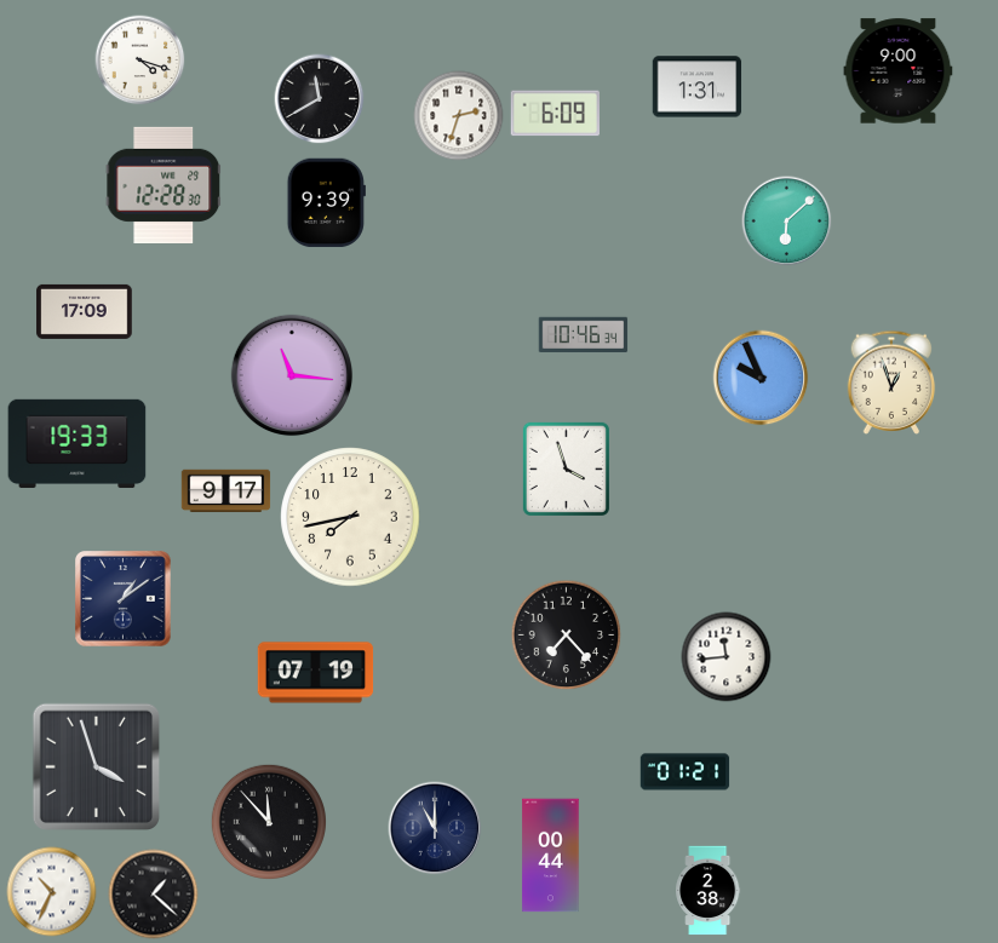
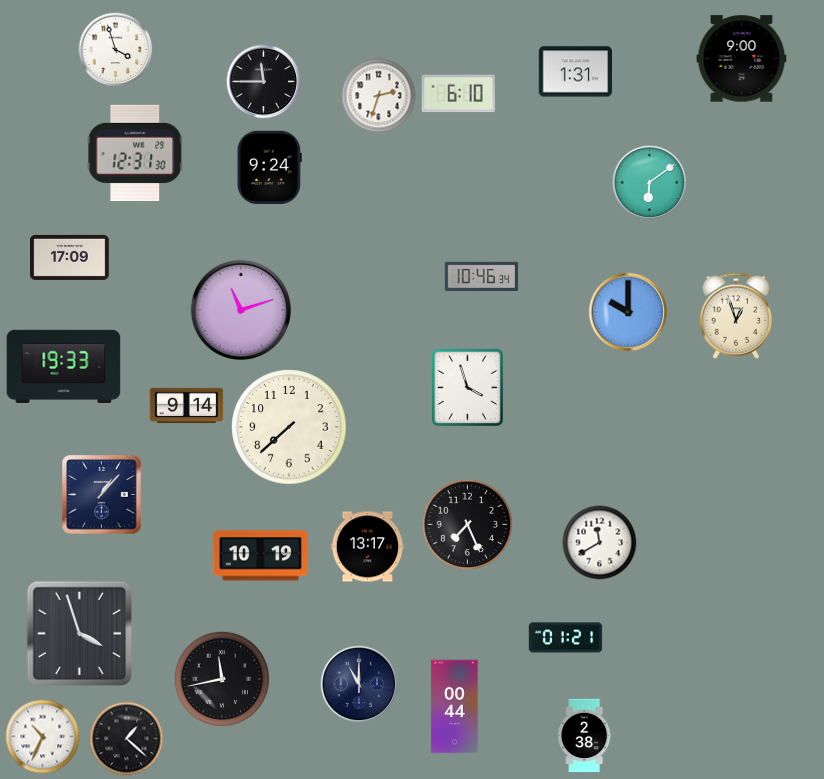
clock at (140, 61): 4:18 -> 3:57
clock at (320, 99): 11:40 -> 11:45
clock at (555, 114): 6:09 -> 6:10
clock at (164, 185): 12:28 -> 12:31
clock at (326, 203): 9:39 -> 9:24
clock at (787, 222): 6:08 -> 6:09
clock at (292, 375): 11:16 -> 11:12
clock at (761, 378): 9:56 -> 10:00
clock at (226, 491): 9:17 -> 9:14
clock at (350, 517): 7:43 -> 7:38
clock at (124, 599): 1:09 -> 1:07
clock at (567, 636): 7:23 -> 7:26
clock at (727, 657): 11:44 -> 11:40
clock at (368, 547): none -> 13:17
clock at (316, 673): 07:19 -> 10:19
clock at (268, 821): 11:53 -> 11:43
